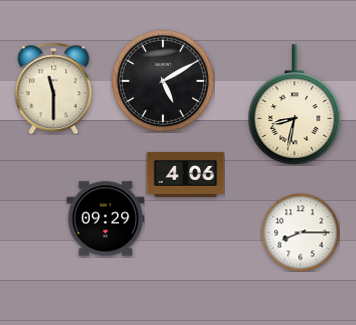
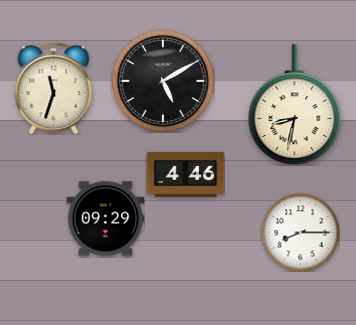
clock at (54, 88): 11:30 -> 11:33
clock at (185, 174): 4:06 -> 4:46
